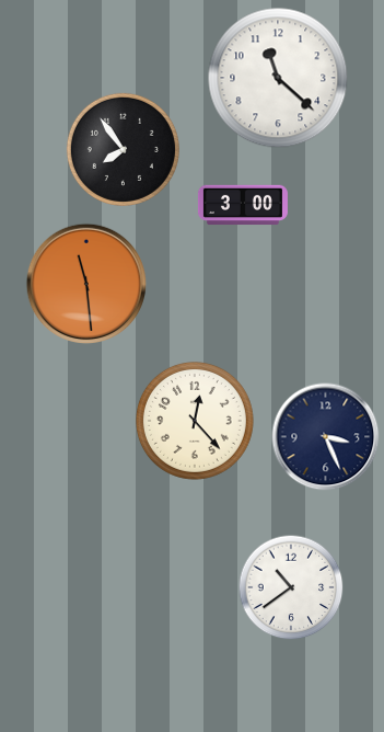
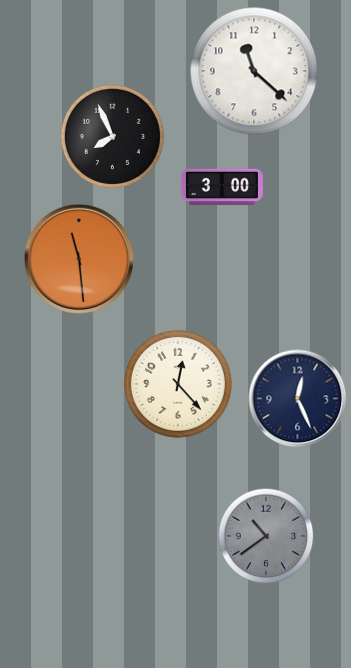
clock at (123, 149): 7:54 -> 7:56
clock at (326, 437): 3:26 -> 12:26
clock at (291, 587) dial: white -> grey
